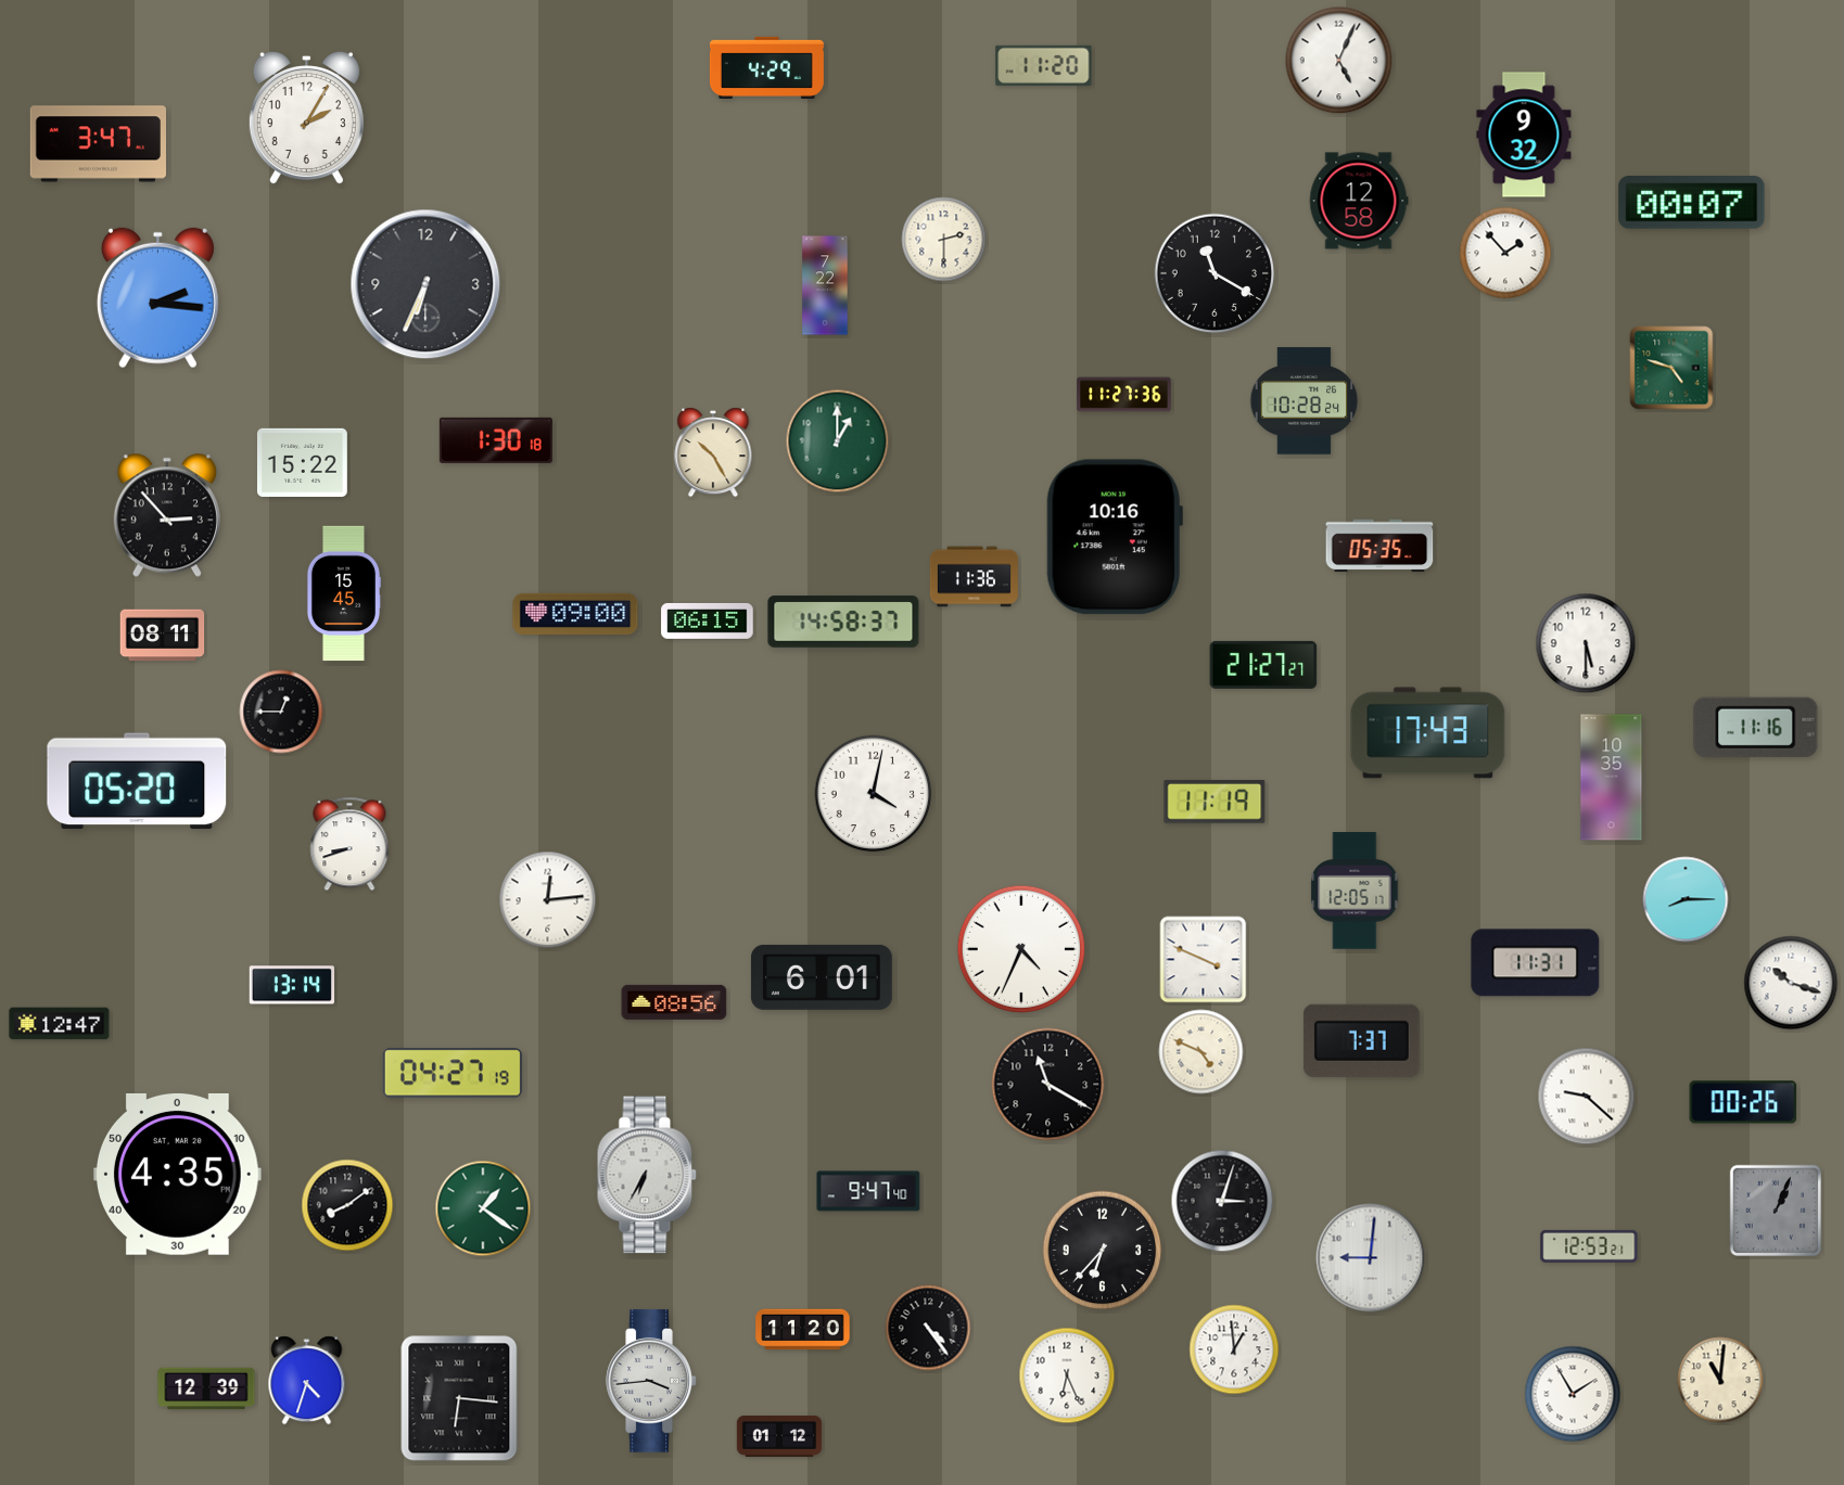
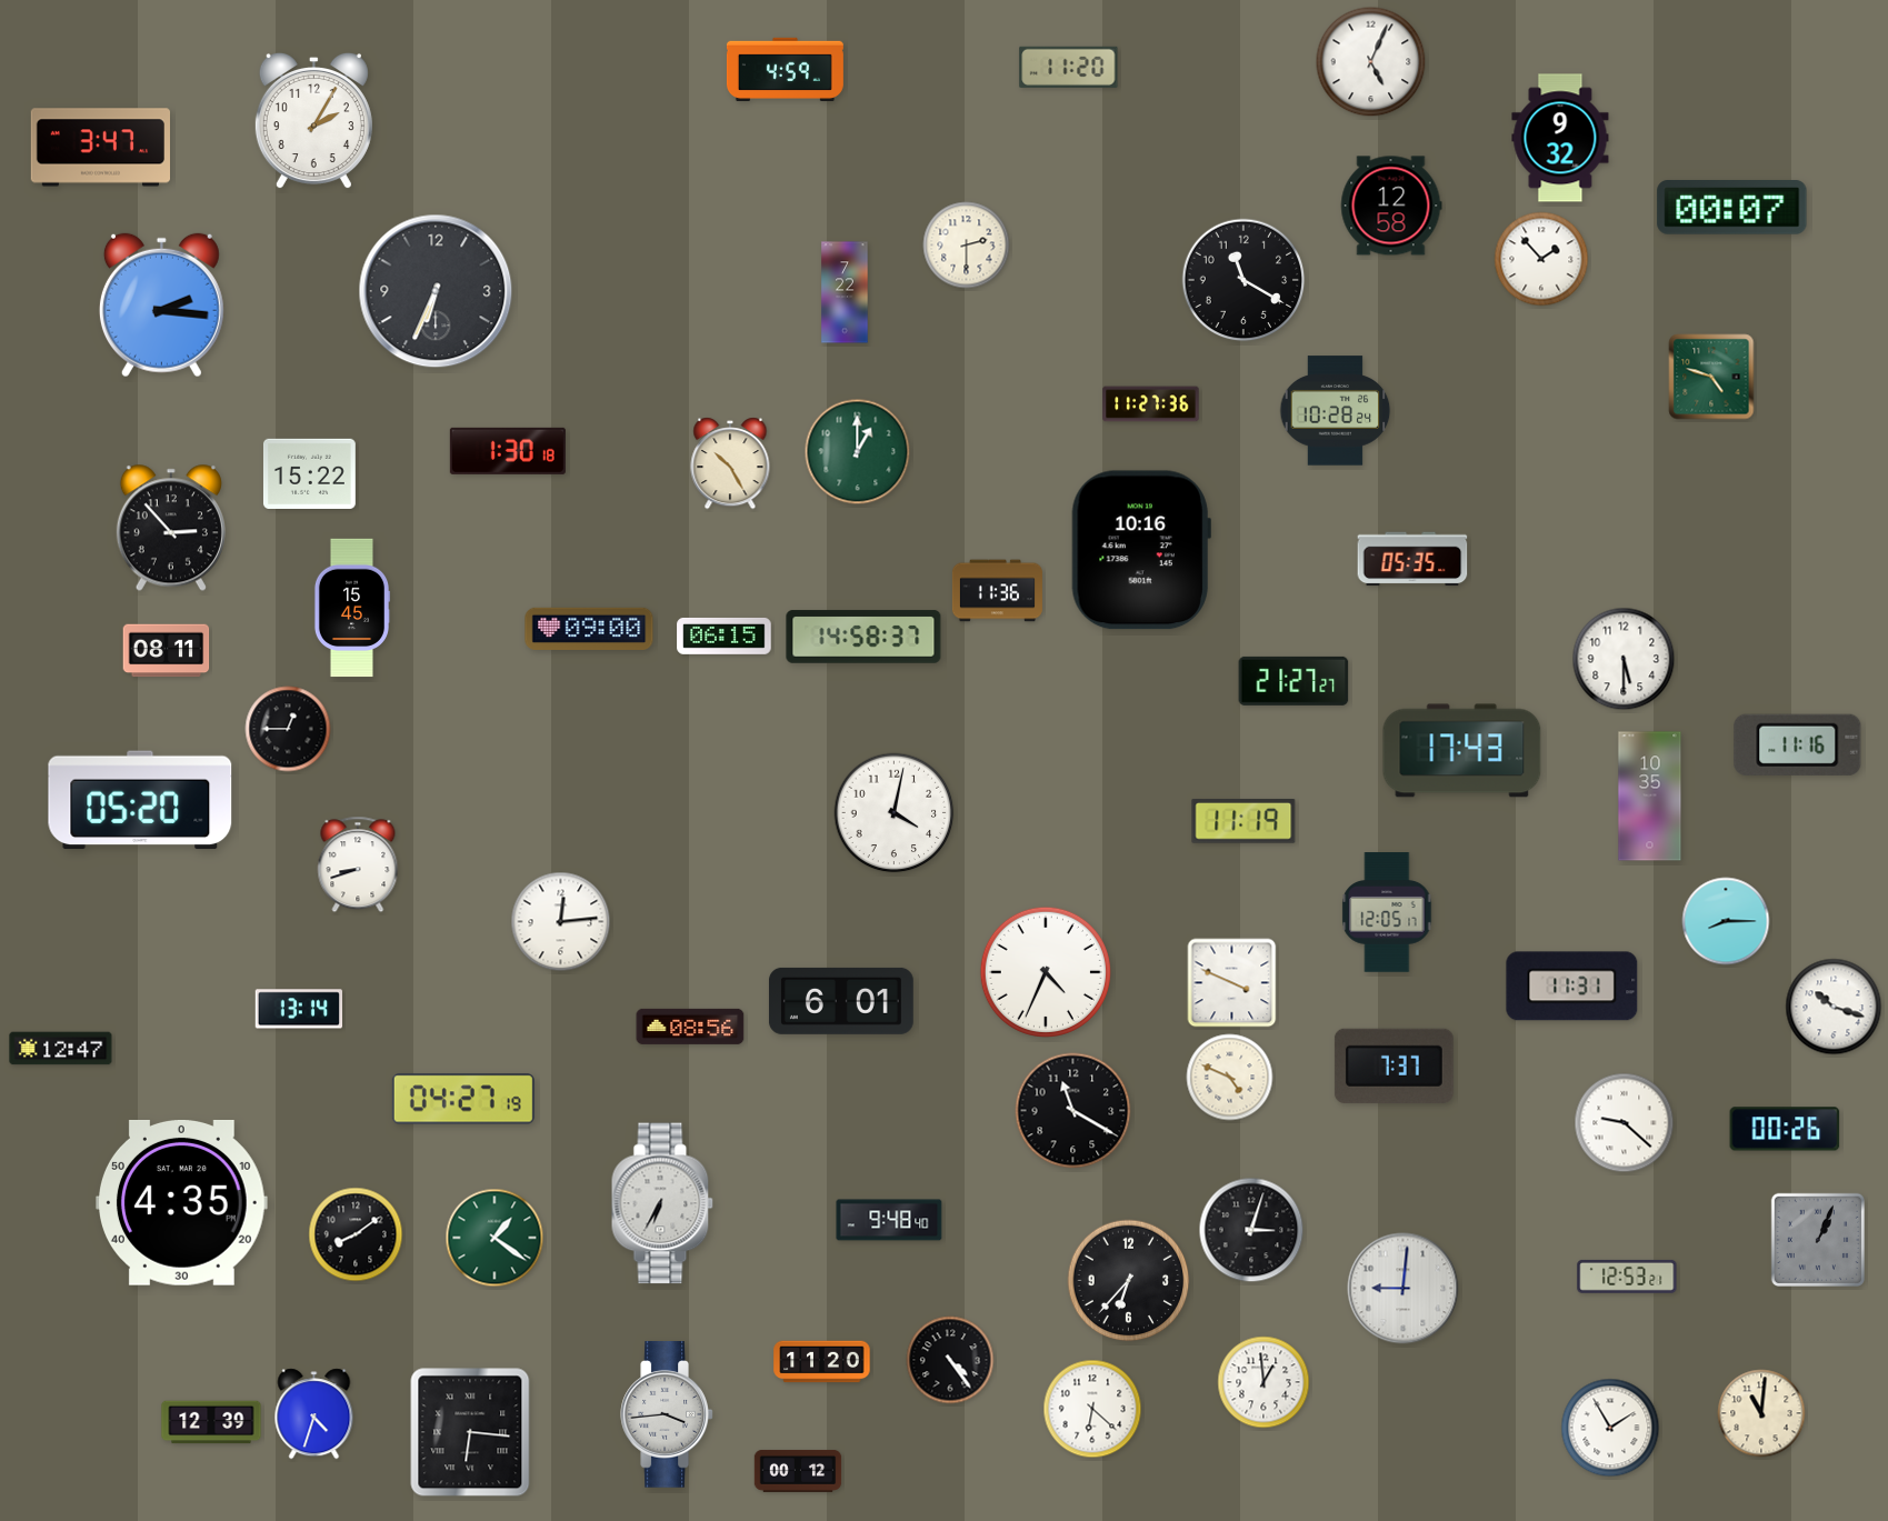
clock at (766, 67): 4:29 -> 4:59
clock at (868, 1191): 9:47 -> 9:48
clock at (1067, 1375): 6:26 -> 6:22
clock at (779, 1436): 01:12 -> 00:12
